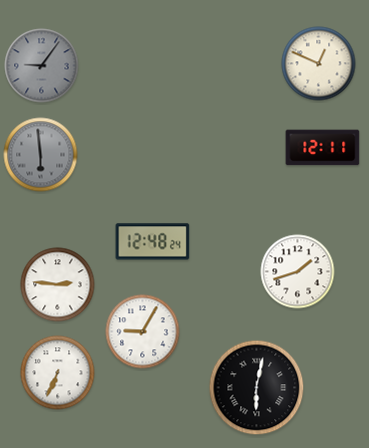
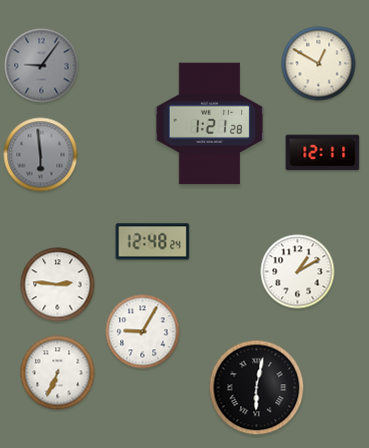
clock at (319, 64): 12:49 -> 12:50
clock at (210, 124): none -> 1:21
clock at (323, 148) position: (323, 148) -> (323, 153)
clock at (298, 272): 1:42 -> 1:10
